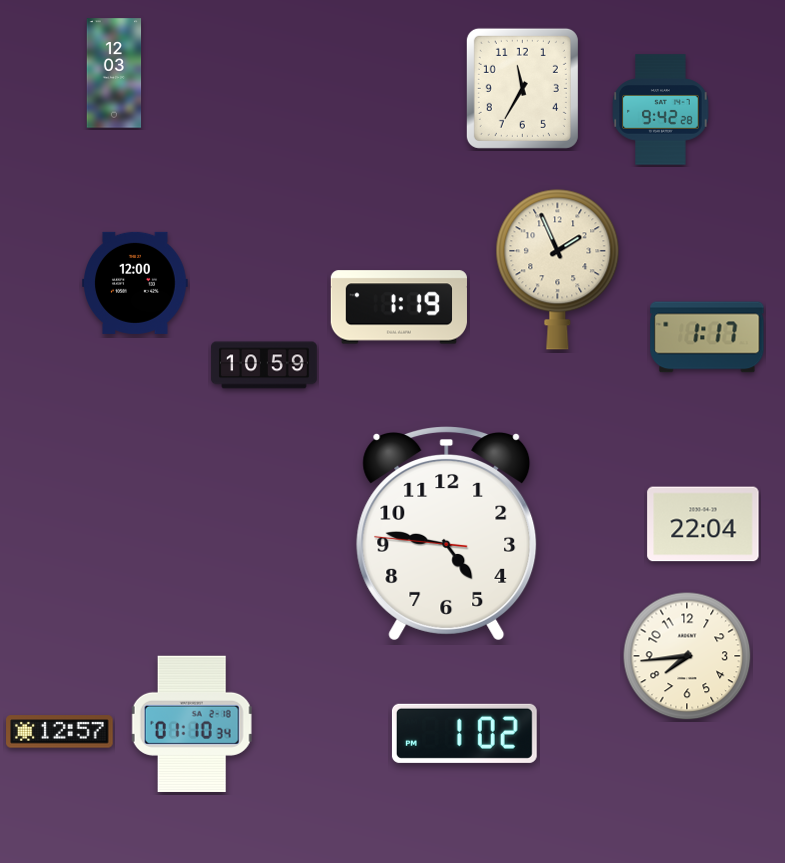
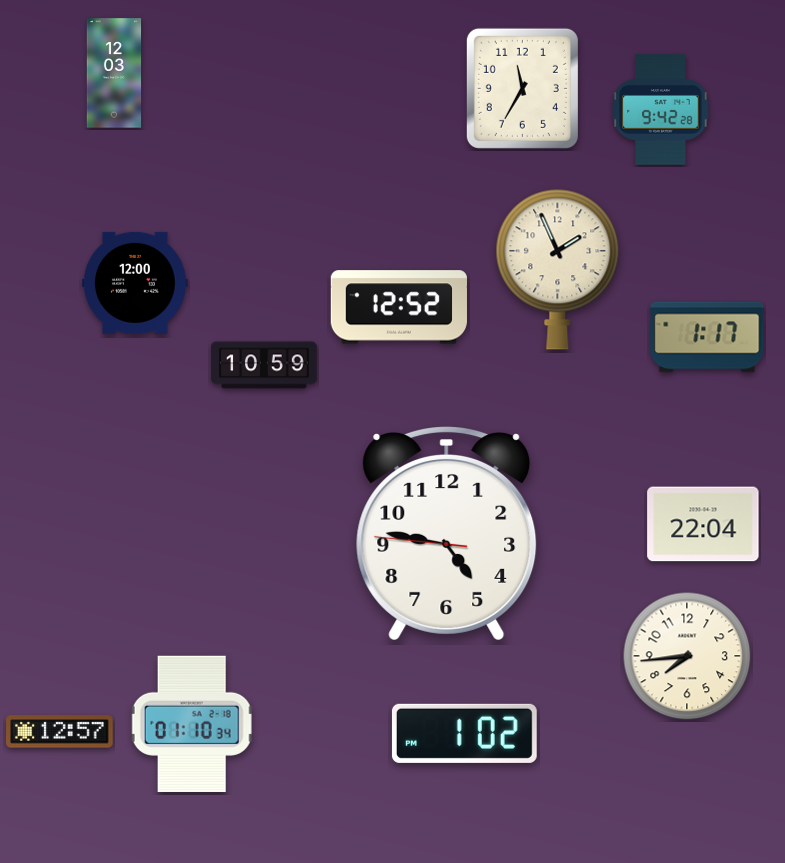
clock at (399, 307): 1:19 -> 12:52
